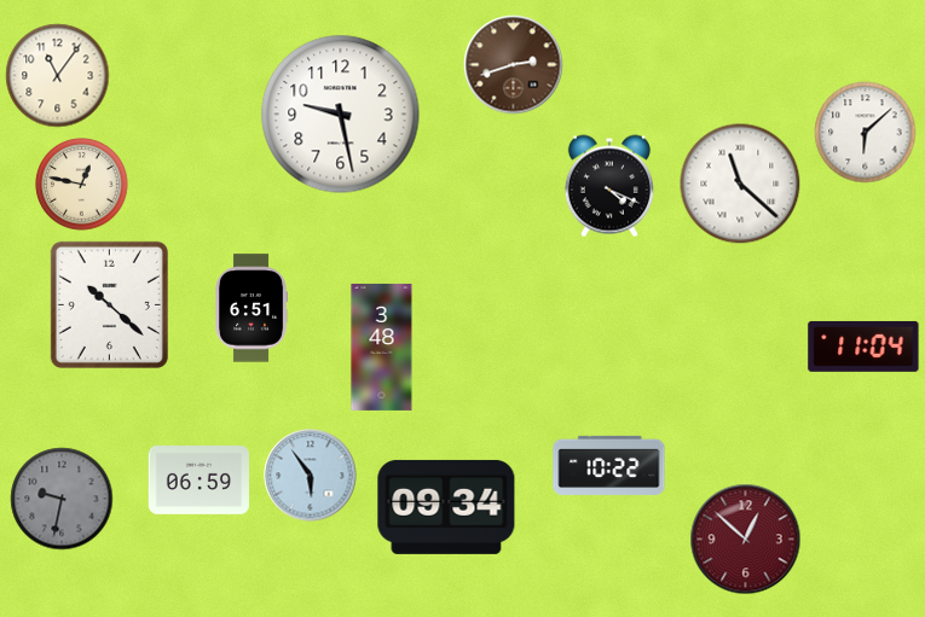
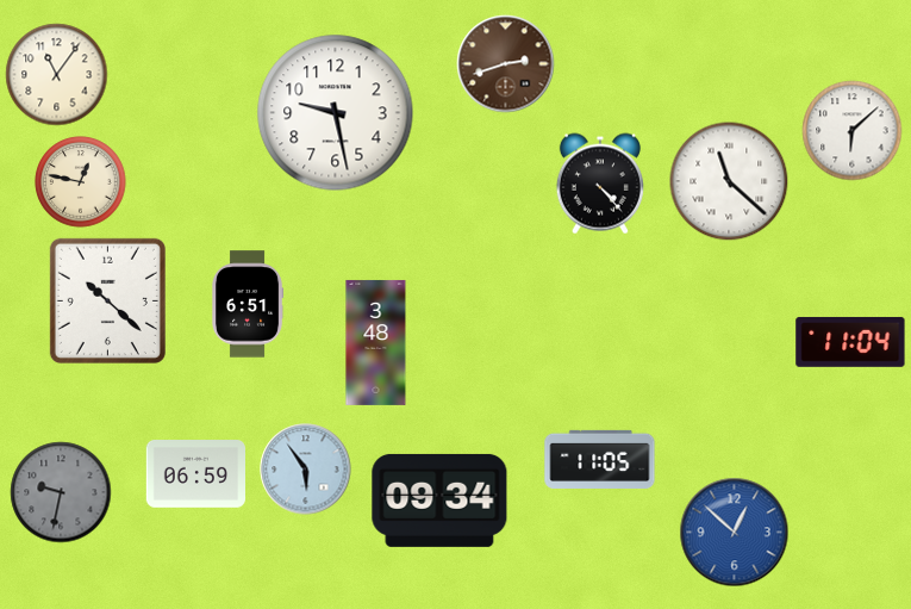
clock at (609, 186): 4:19 -> 4:23
clock at (609, 465): 10:22 -> 11:05
clock at (746, 540) dial: burgundy -> blue
